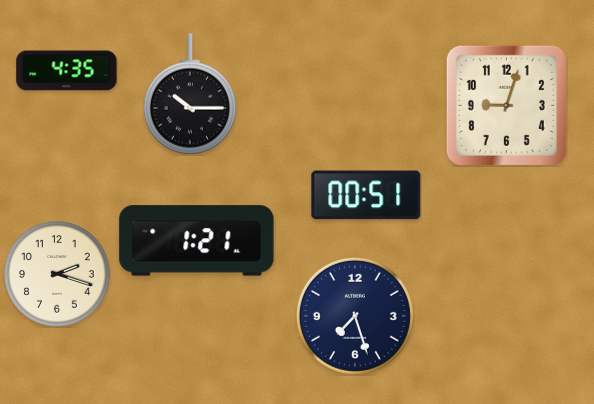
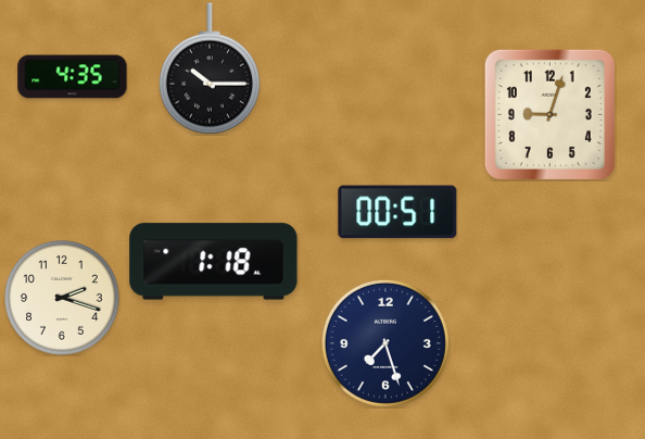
clock at (190, 94) position: (190, 94) -> (210, 68)
clock at (197, 241): 1:21 -> 1:18
